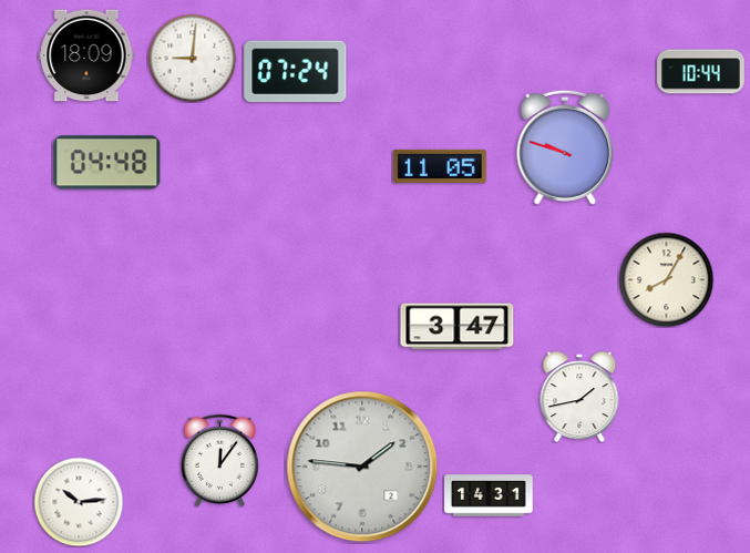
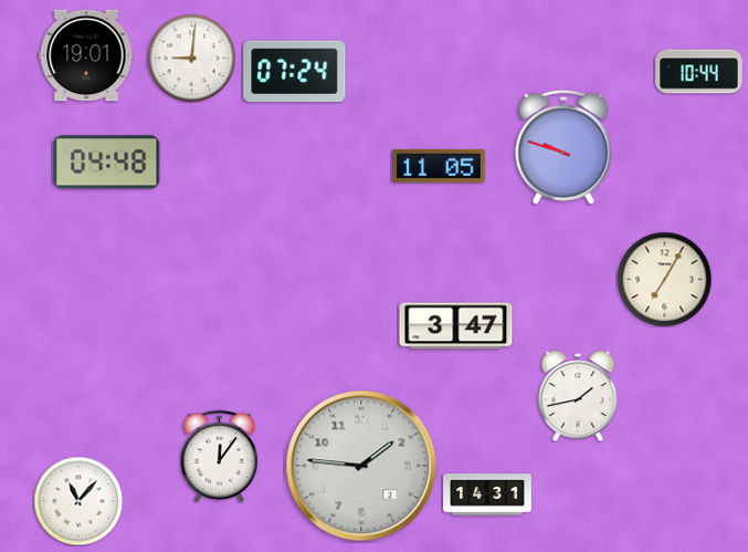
clock at (86, 55): 18:09 -> 19:01
clock at (666, 279): 8:05 -> 7:05
clock at (219, 460) position: (219, 460) -> (219, 456)
clock at (79, 502): 10:14 -> 11:07
